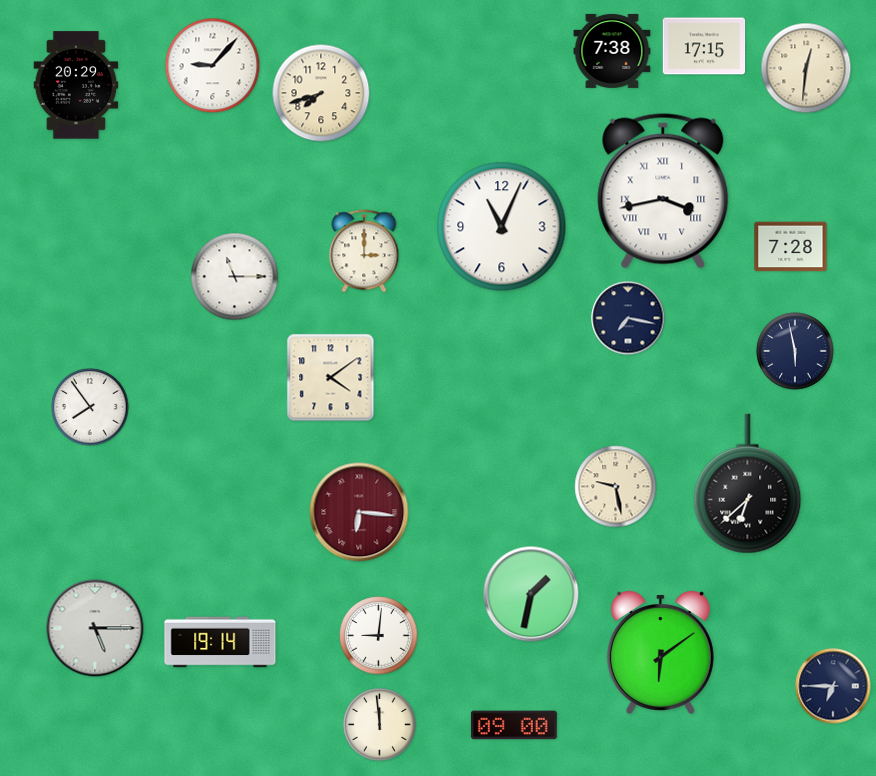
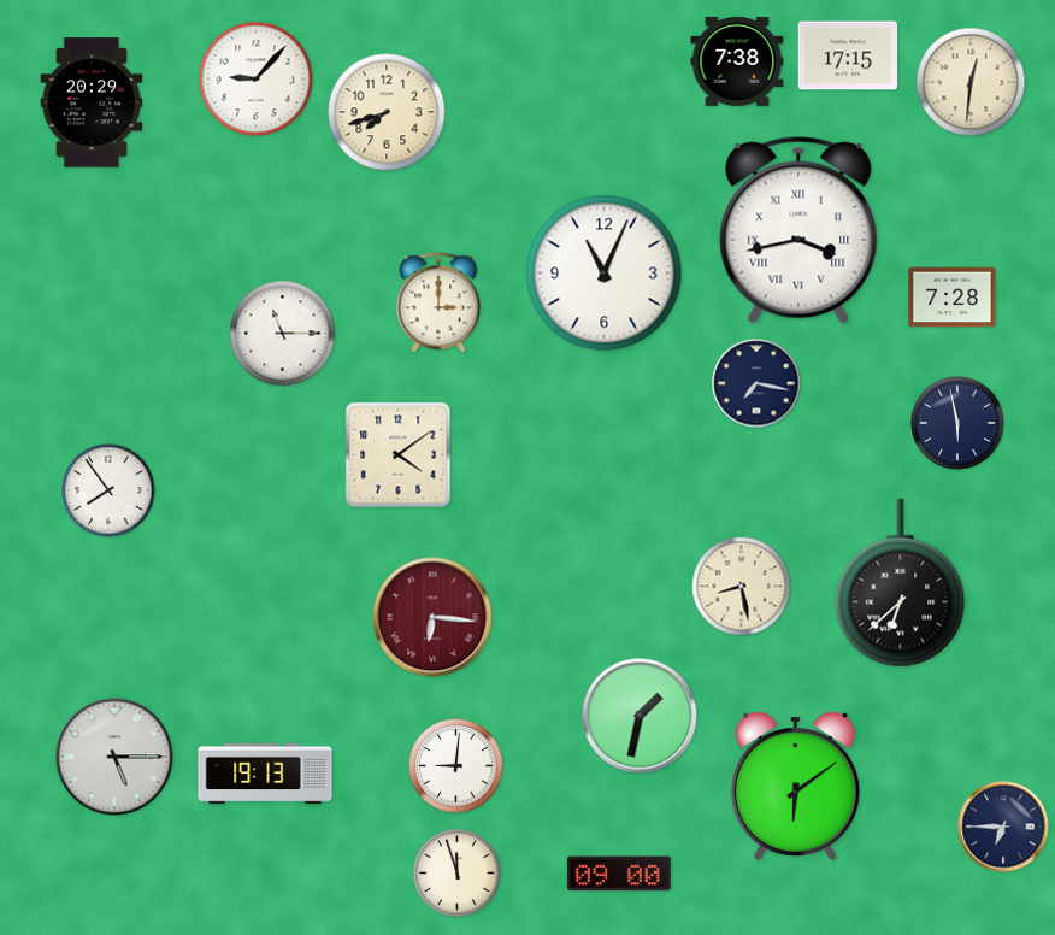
clock at (616, 487): 9:28 -> 8:28
clock at (220, 642): 19:14 -> 19:13
clock at (380, 725): 11:59 -> 11:57
